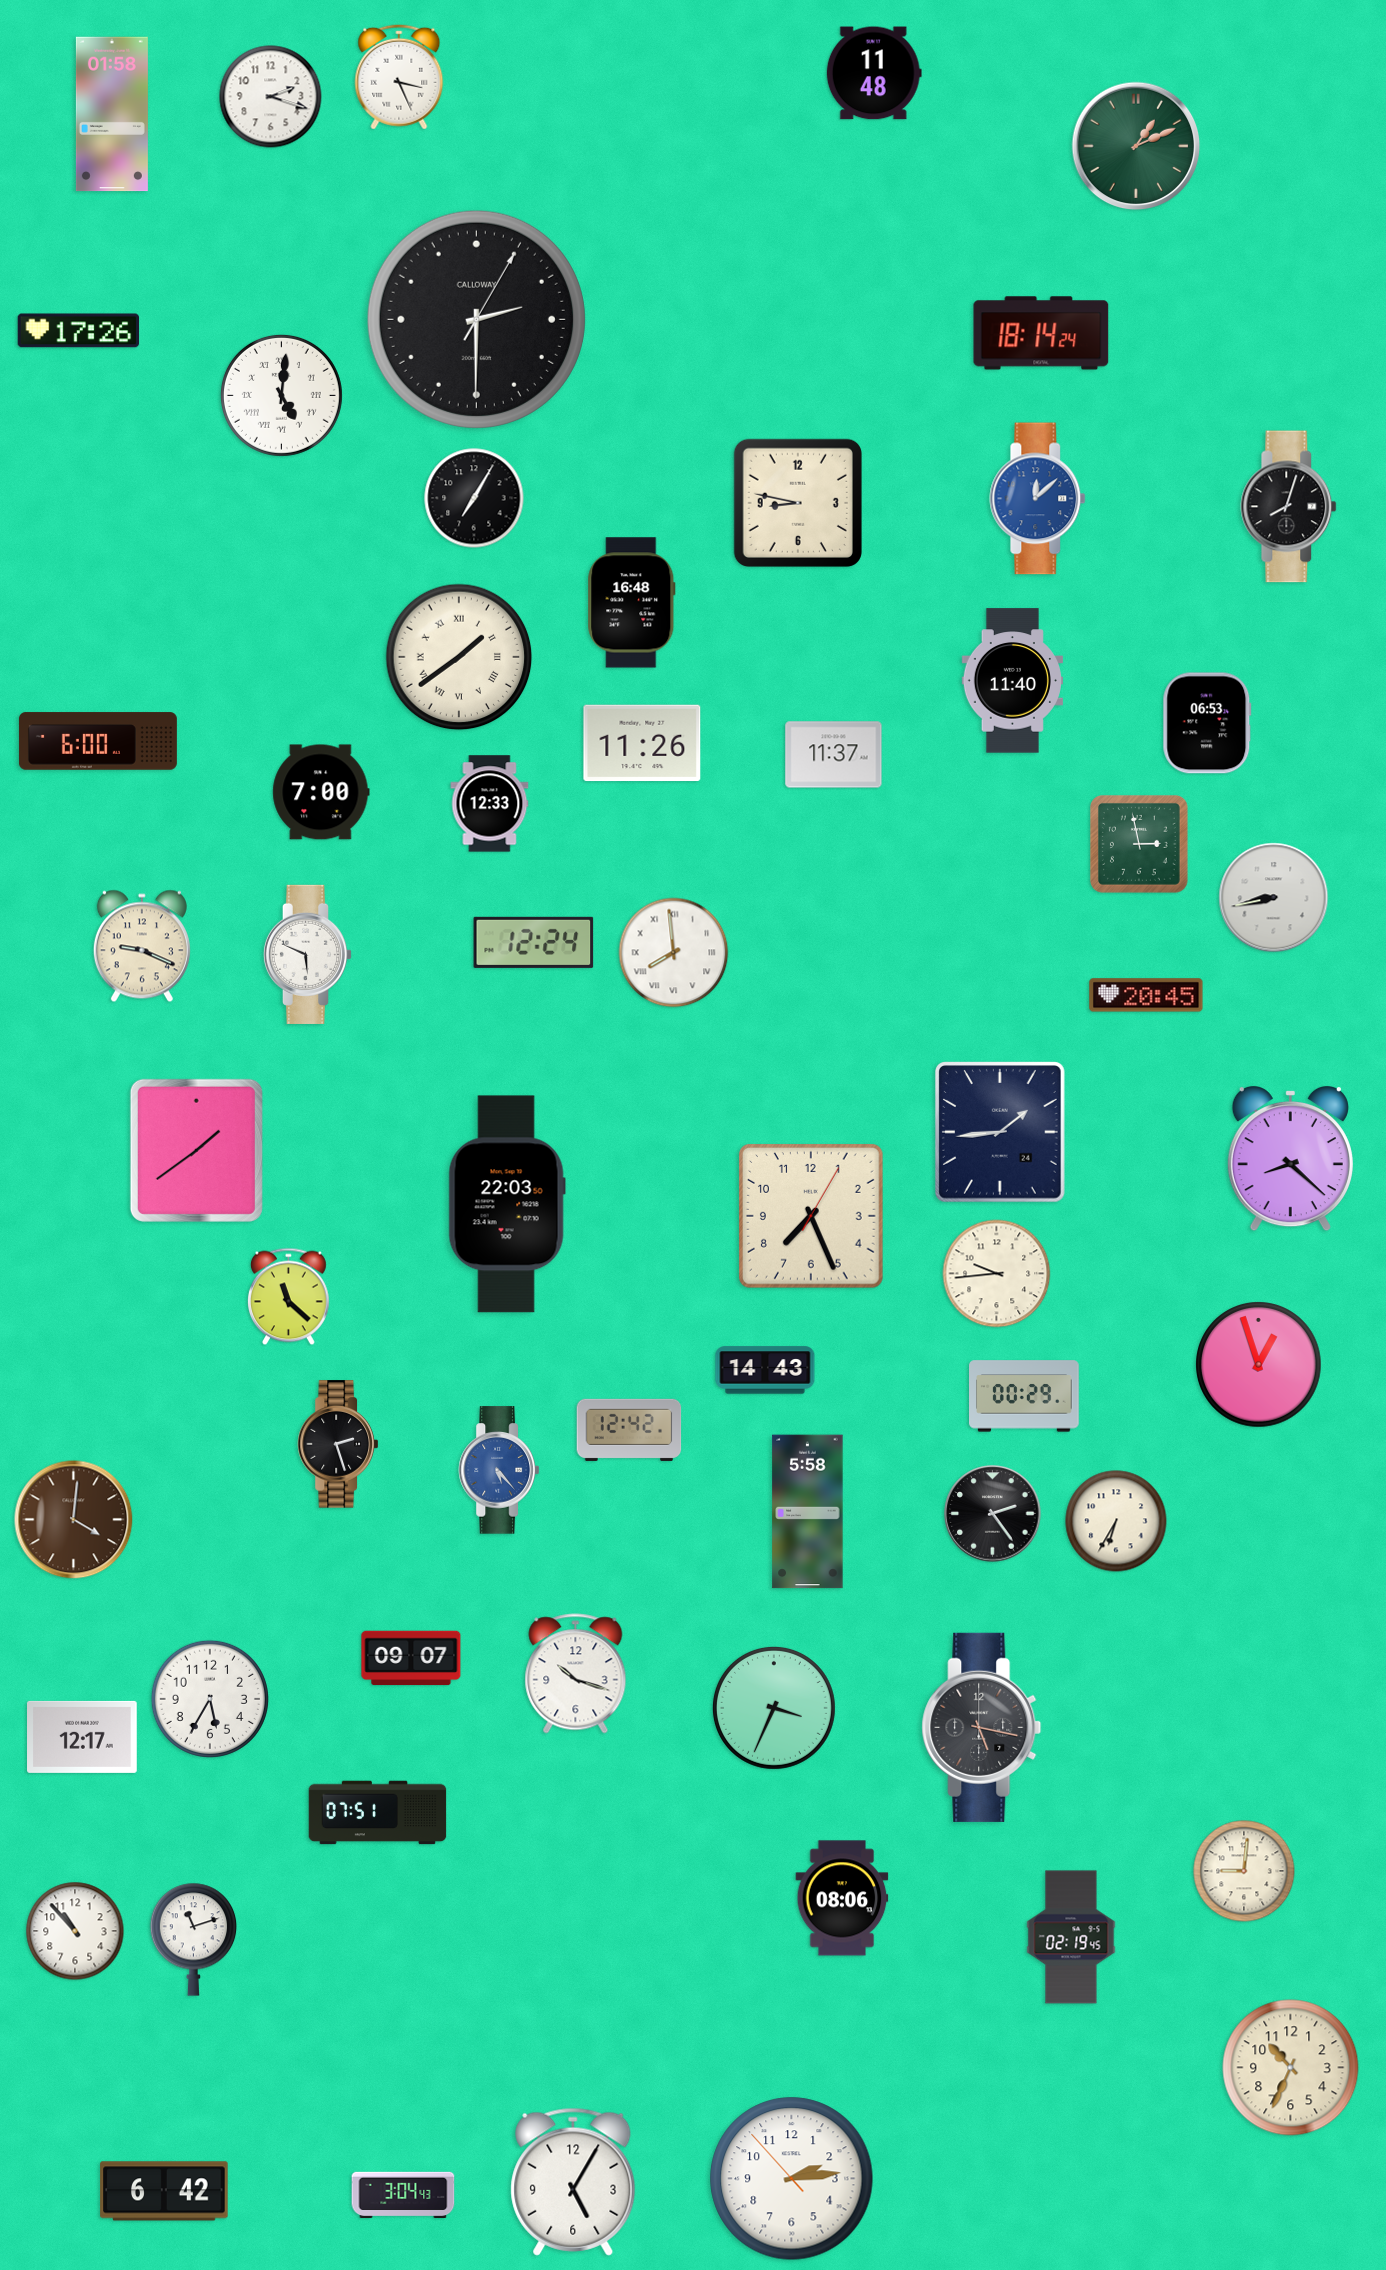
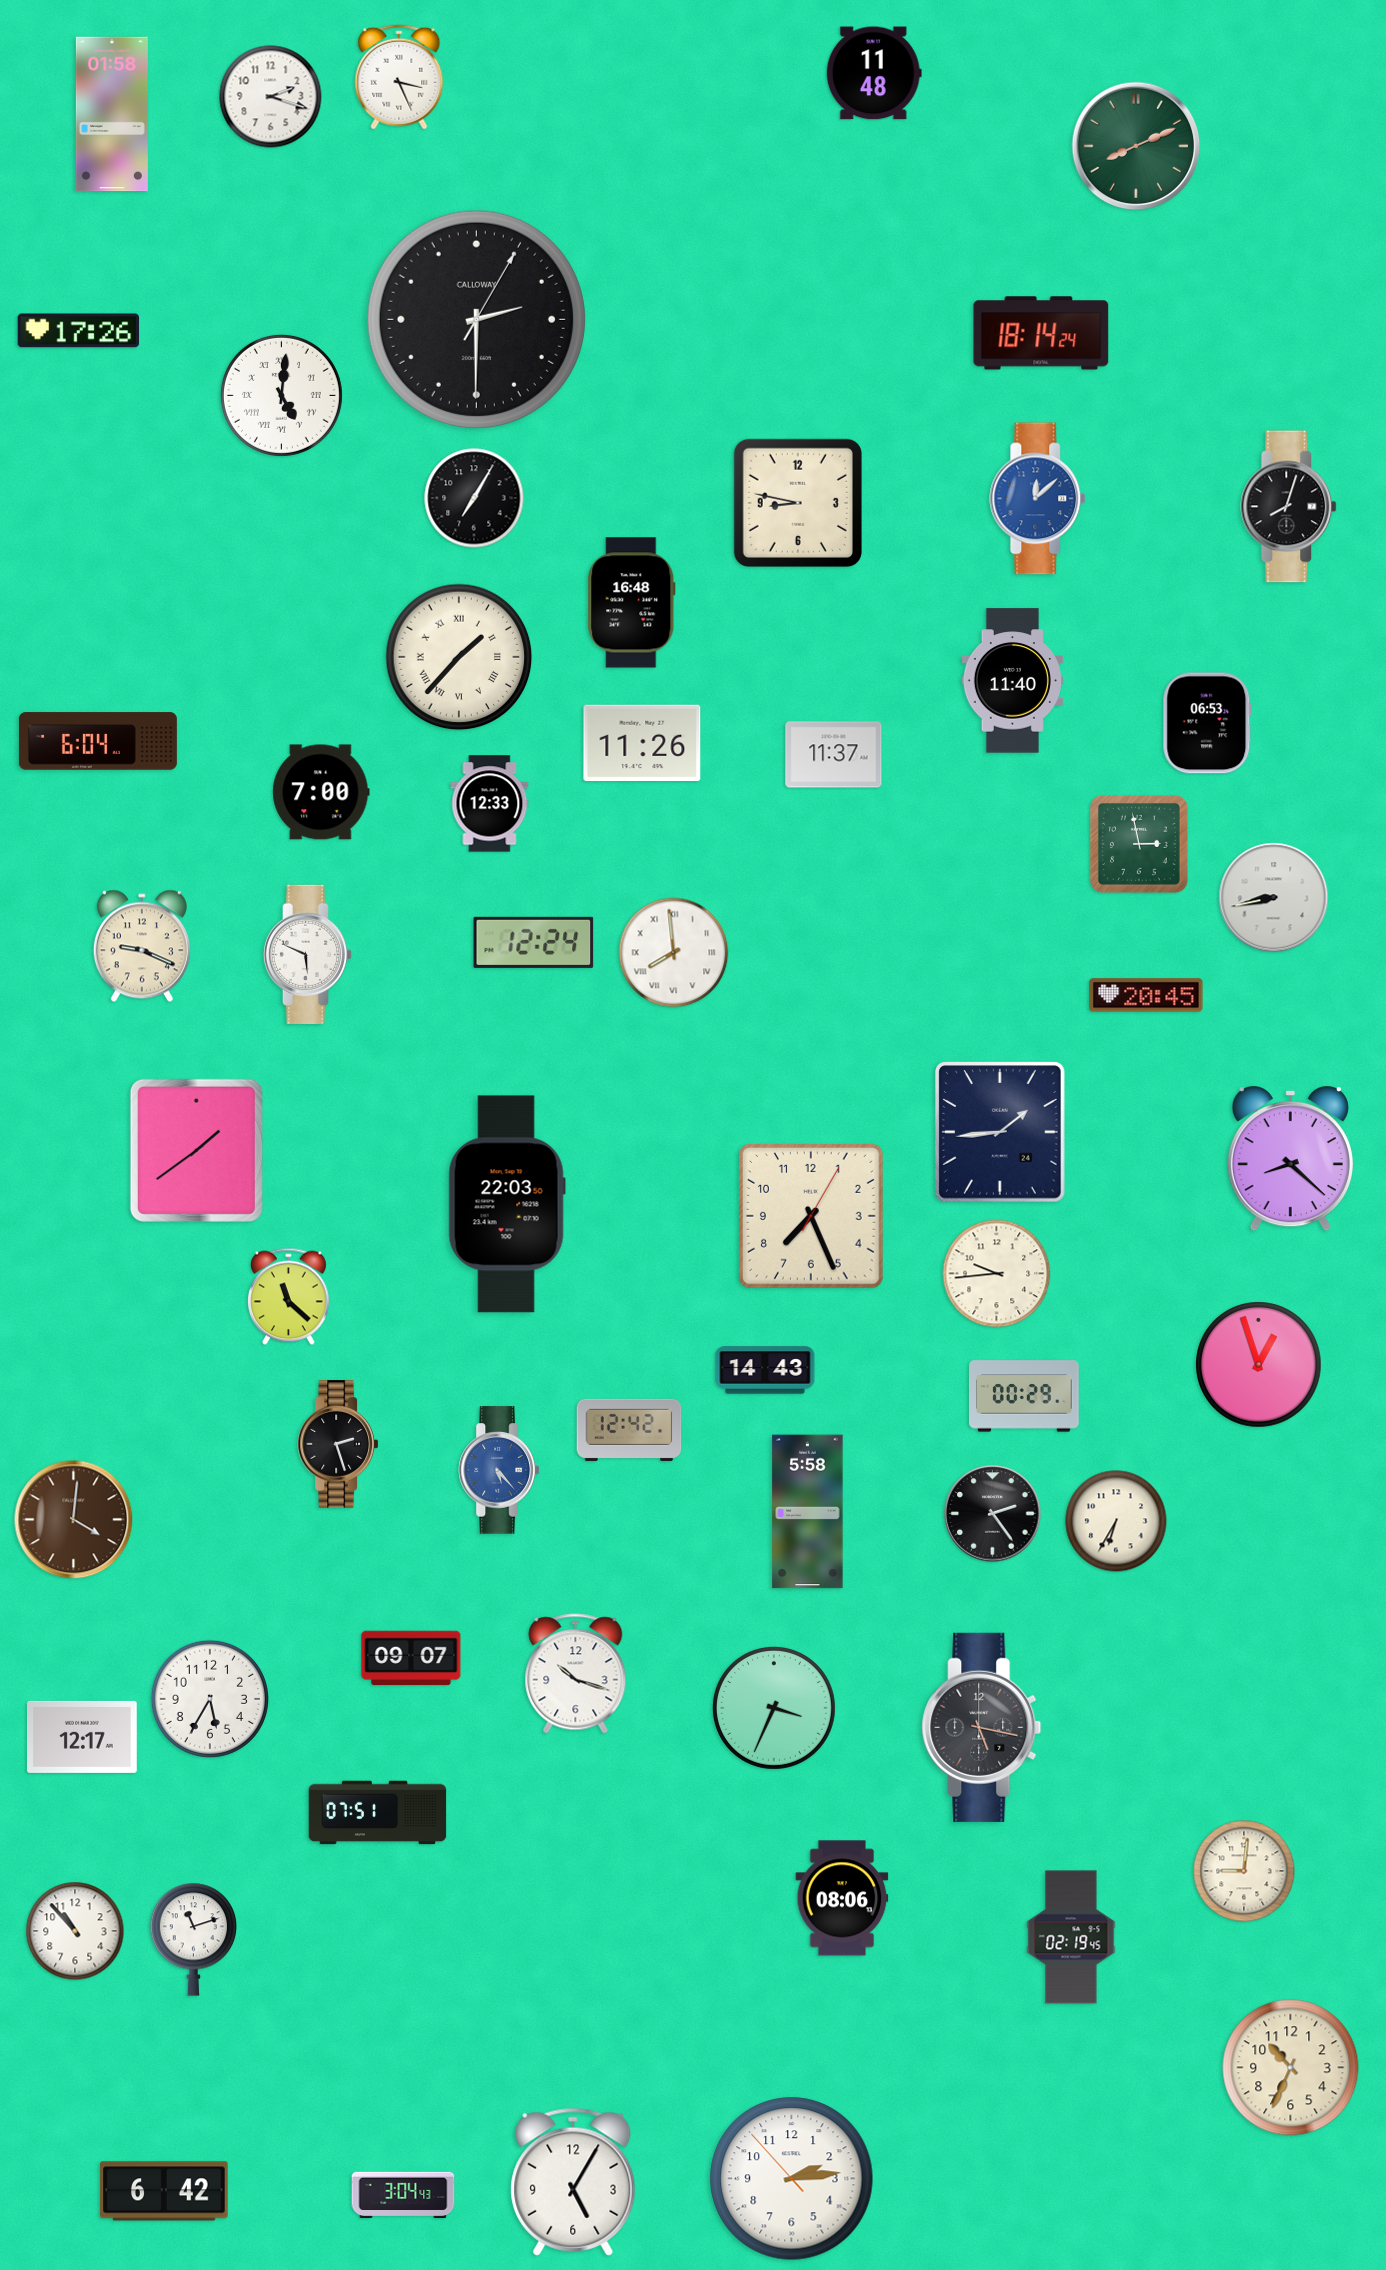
clock at (1136, 146): 1:11 -> 8:11
clock at (459, 657): 1:39 -> 1:37
clock at (98, 741): 6:00 -> 6:04
